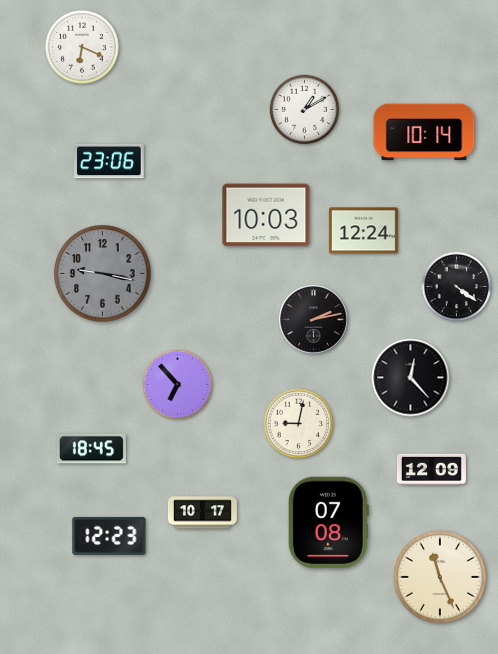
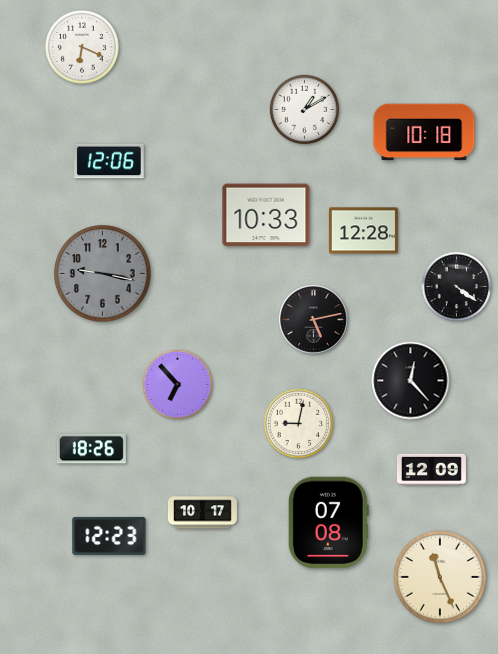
clock at (424, 132): 10:14 -> 10:18
clock at (110, 161): 23:06 -> 12:06
clock at (266, 215): 10:03 -> 10:33
clock at (363, 231): 12:24 -> 12:28
clock at (314, 320): 2:13 -> 5:13
clock at (411, 378) position: (411, 378) -> (411, 381)
clock at (91, 449): 18:45 -> 18:26
